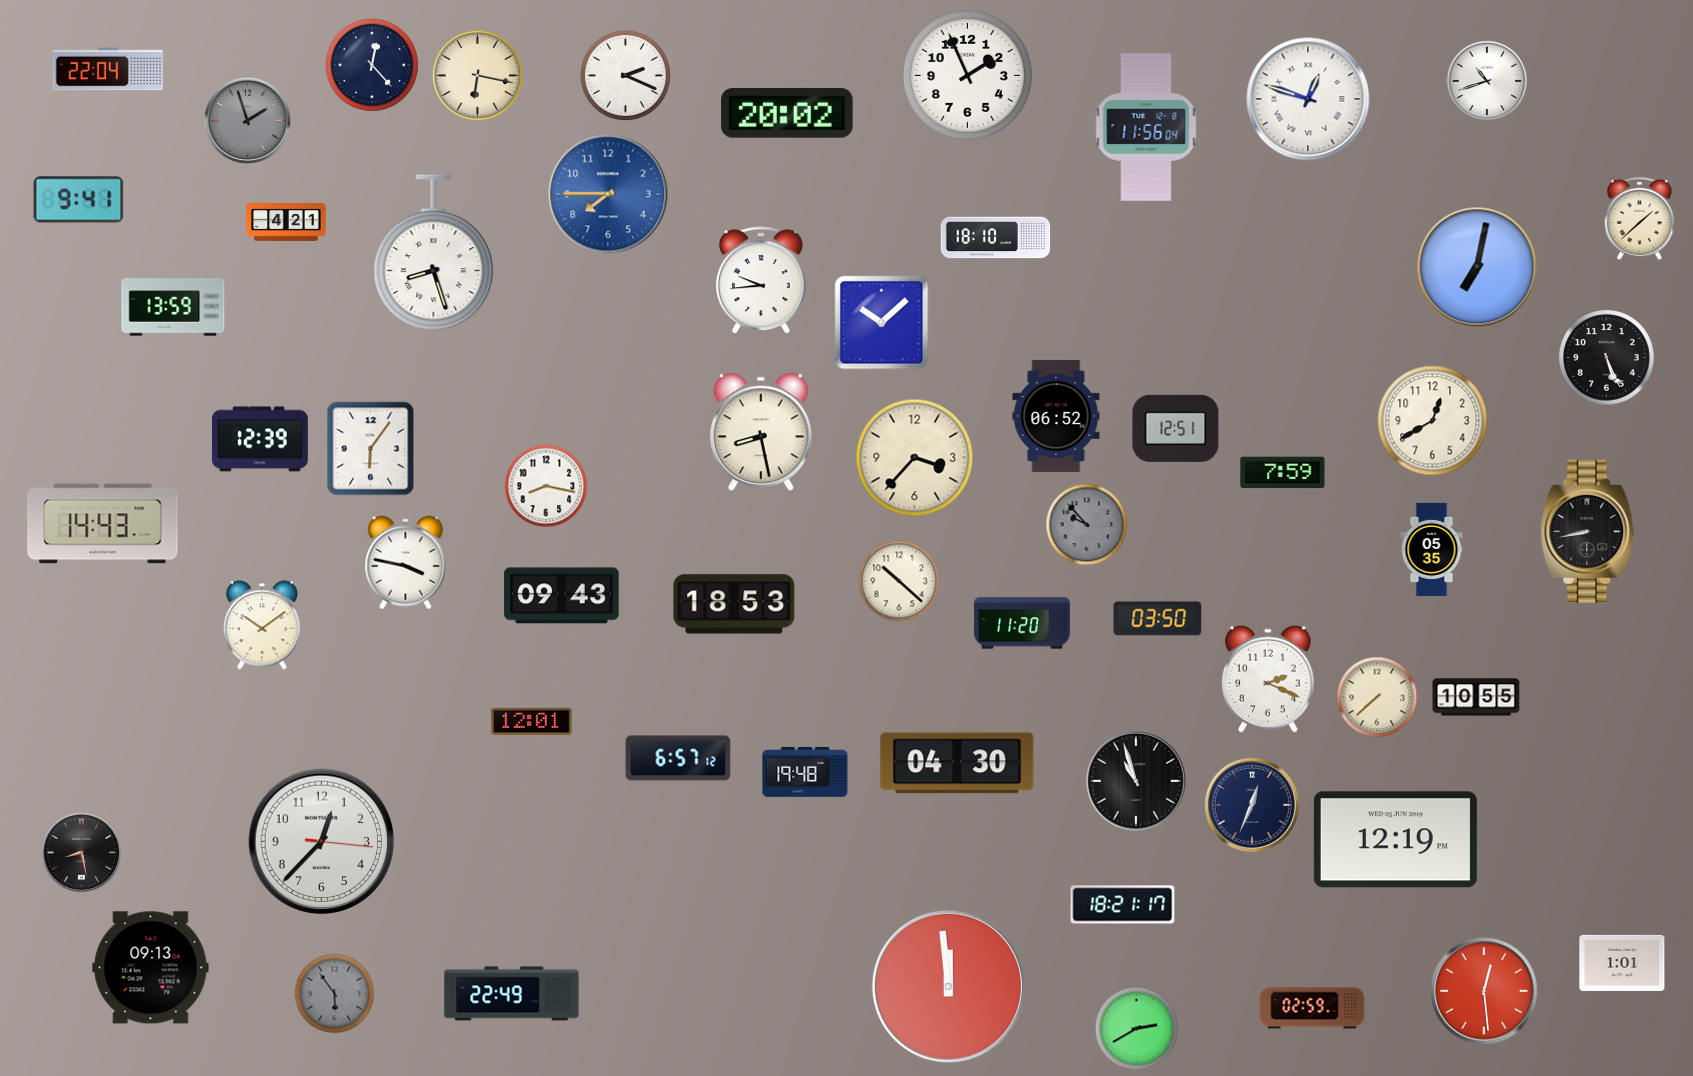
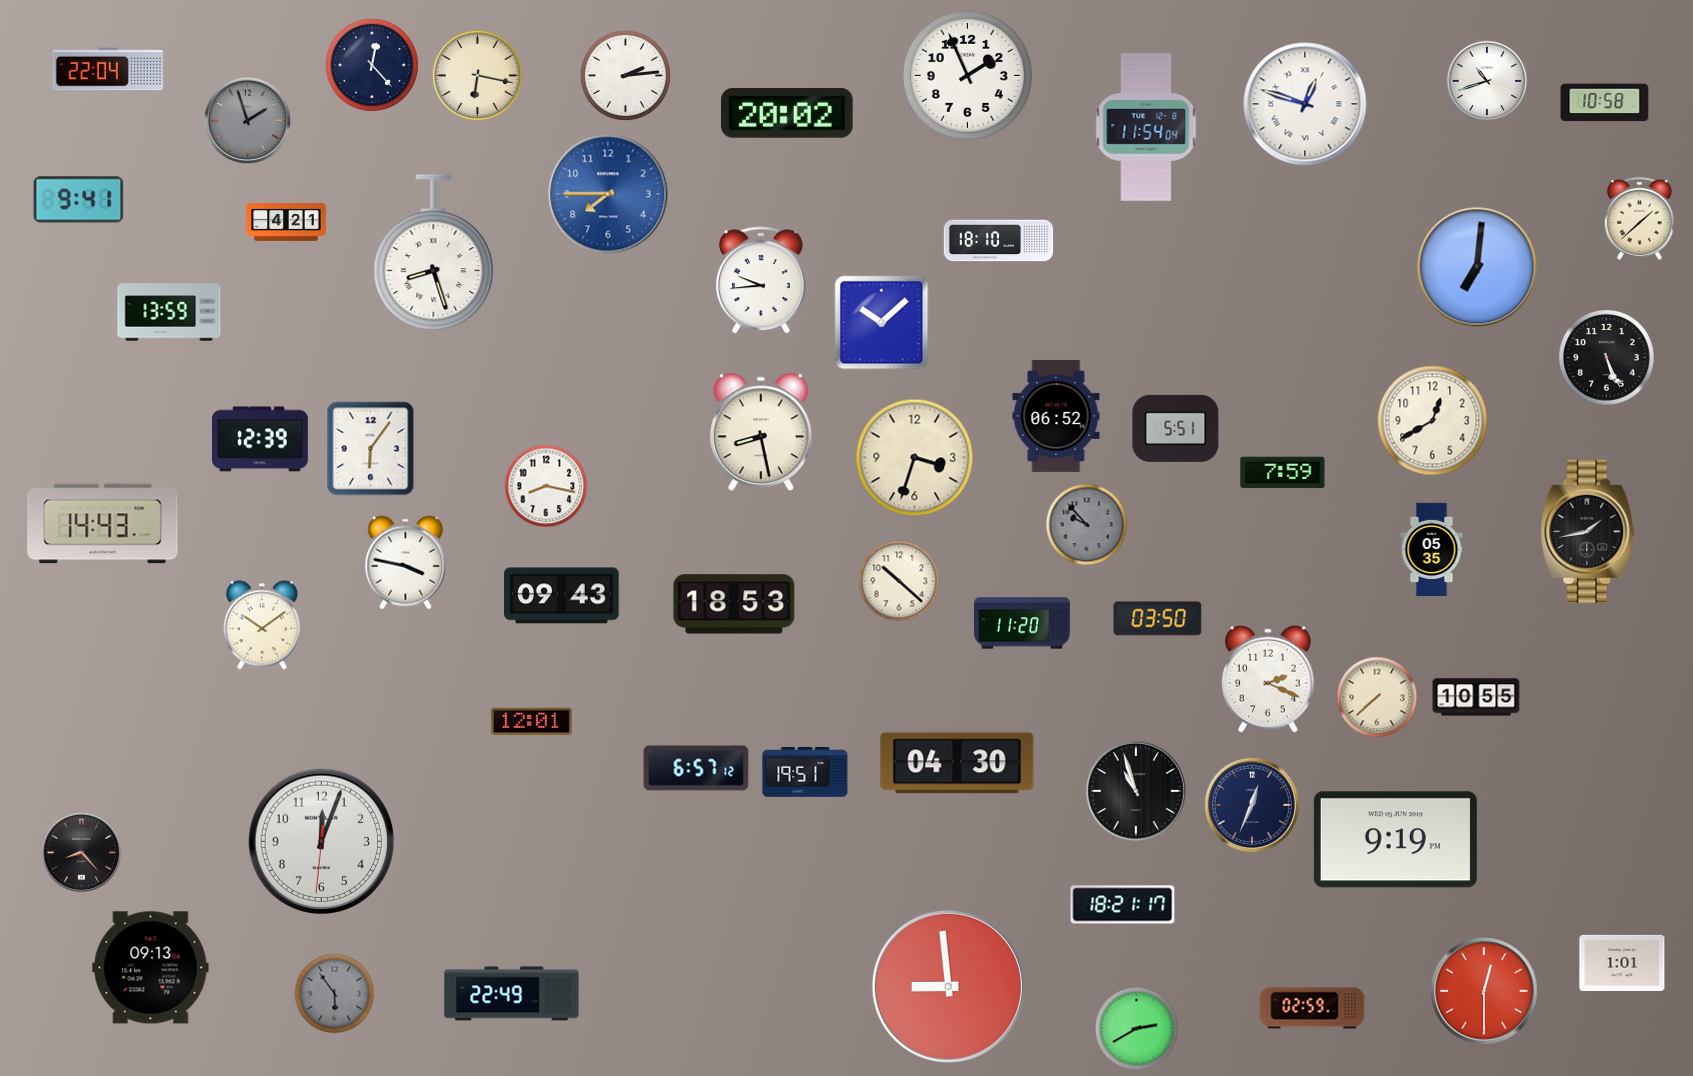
clock at (625, 75): 2:19 -> 2:14
clock at (1308, 99) position: (1308, 99) -> (1305, 104)
clock at (1605, 103): none -> 10:58
clock at (1146, 127): 11:56 -> 11:54
clock at (996, 238) position: (996, 238) -> (999, 241)
clock at (1477, 267): 7:02 -> 7:01
clock at (173, 307) position: (173, 307) -> (169, 312)
clock at (1176, 428): 12:51 -> 5:51
clock at (915, 458): 3:37 -> 3:33
clock at (1588, 531): 8:43 -> 1:43
clock at (678, 758) position: (678, 758) -> (696, 768)
clock at (805, 772): 19:48 -> 19:51
clock at (1136, 781) position: (1136, 781) -> (1136, 791)
clock at (1395, 840): 12:19 -> 9:19
clock at (322, 842): 12:37 -> 12:03
clock at (82, 853): 8:28 -> 8:23
clock at (948, 986): 11:59 -> 8:59
clock at (1484, 991): 12:29 -> 12:30
